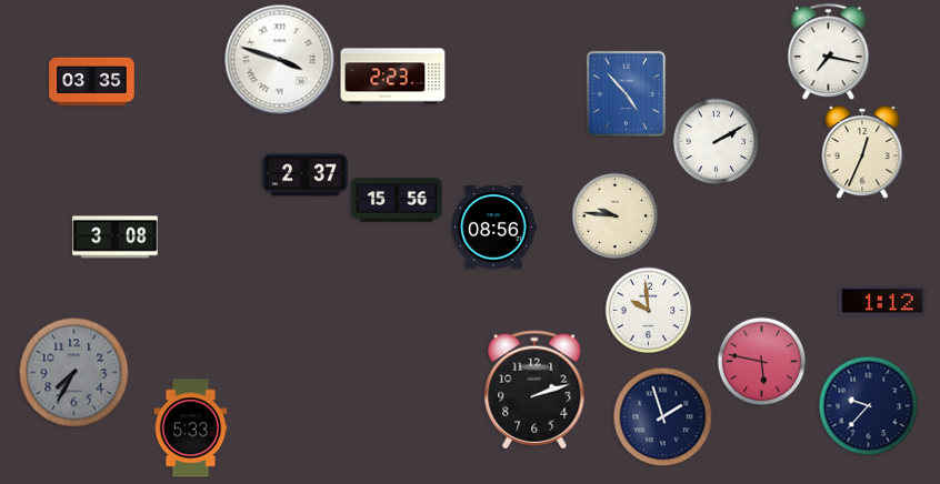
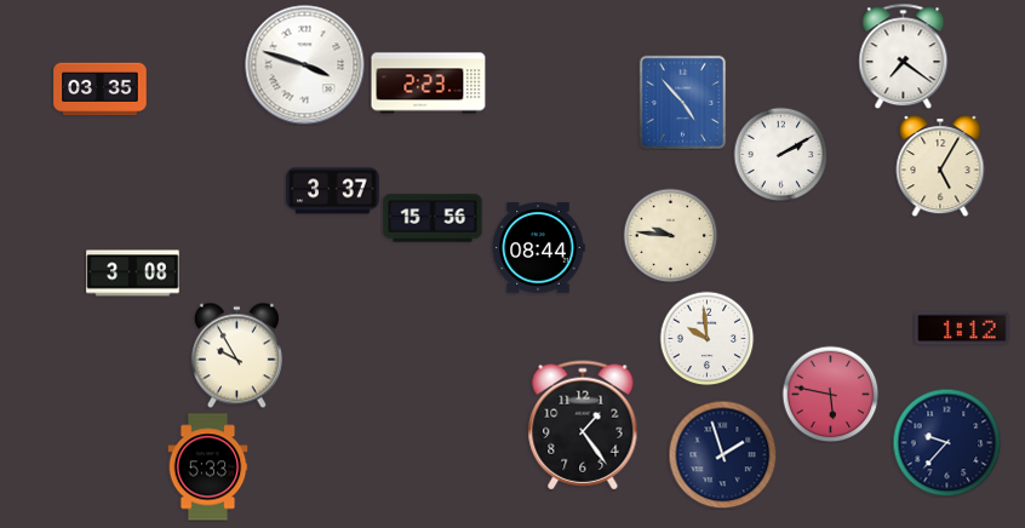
clock at (829, 51): 7:17 -> 7:21
clock at (862, 152): 12:34 -> 5:05
clock at (306, 175): 2:37 -> 3:37
clock at (493, 228): 08:56 -> 08:44
clock at (116, 238) position: (116, 238) -> (133, 274)
clock at (236, 355): none -> 9:55
clock at (74, 373): 7:35 -> none
clock at (534, 390): 2:12 -> 1:24
